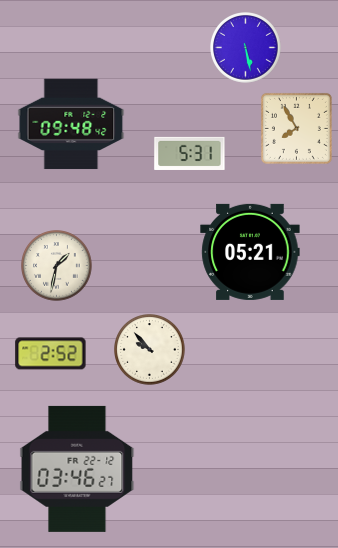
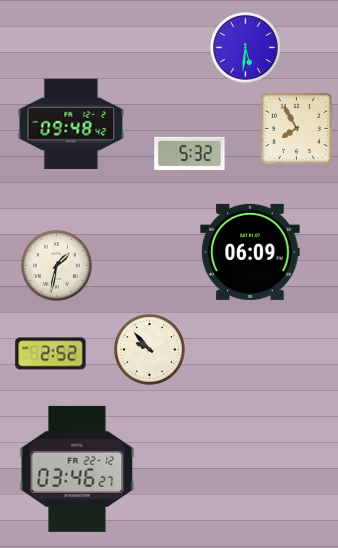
clock at (246, 48): 5:28 -> 5:31
clock at (190, 153): 5:31 -> 5:32
clock at (250, 252): 05:21 -> 06:09
